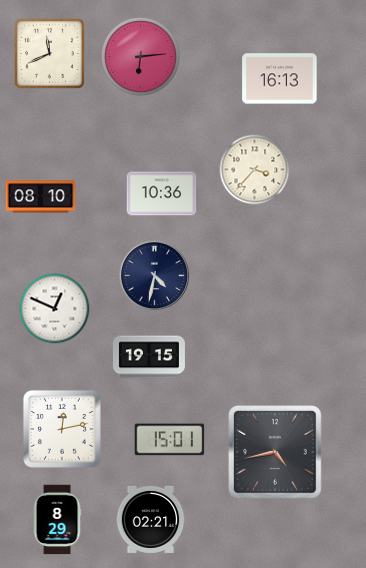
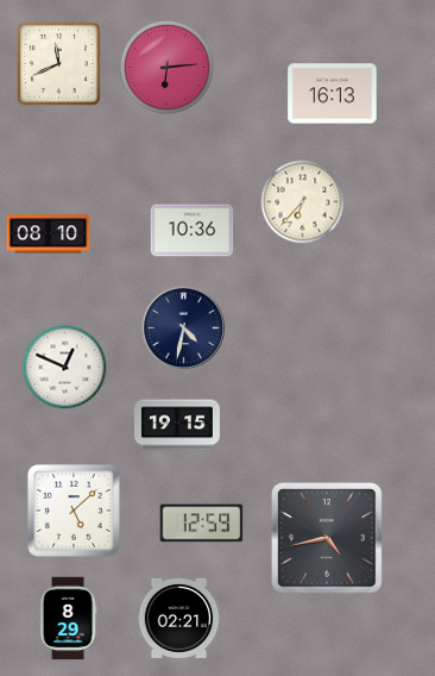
clock at (255, 170): 3:37 -> 6:37
clock at (62, 429): 12:13 -> 5:08
clock at (170, 440): 15:01 -> 12:59
